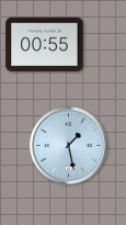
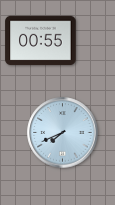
clock at (69, 146): 1:28 -> 7:41
